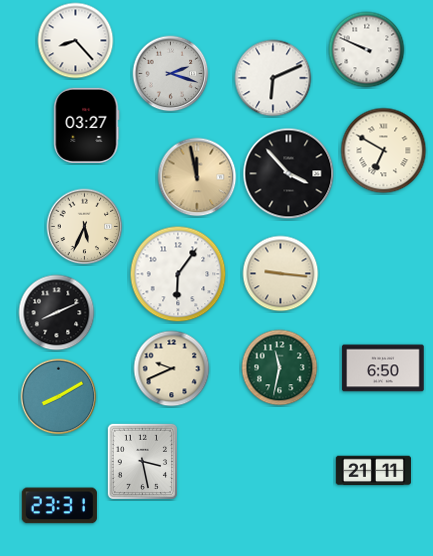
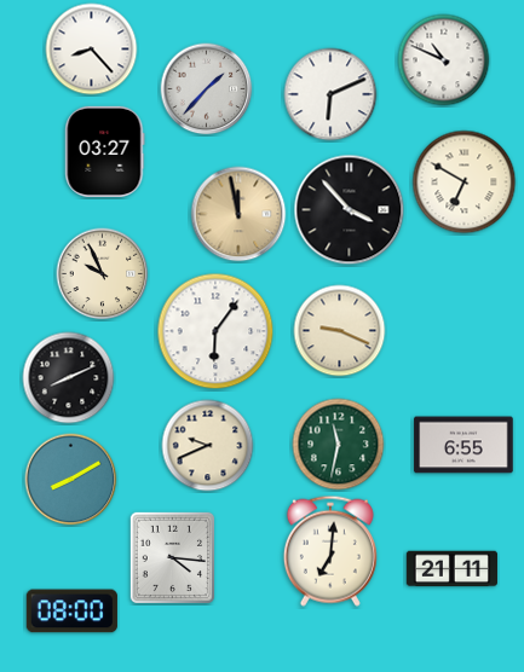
clock at (367, 50): 9:49 -> 10:49
clock at (171, 74): 2:18 -> 1:37
clock at (85, 227): 5:34 -> 9:56
clock at (281, 274): 9:16 -> 9:19
clock at (383, 368): 6:50 -> 6:55
clock at (330, 551): none -> 7:01
clock at (142, 461): 3:28 -> 4:16
clock at (59, 506): 23:31 -> 08:00
